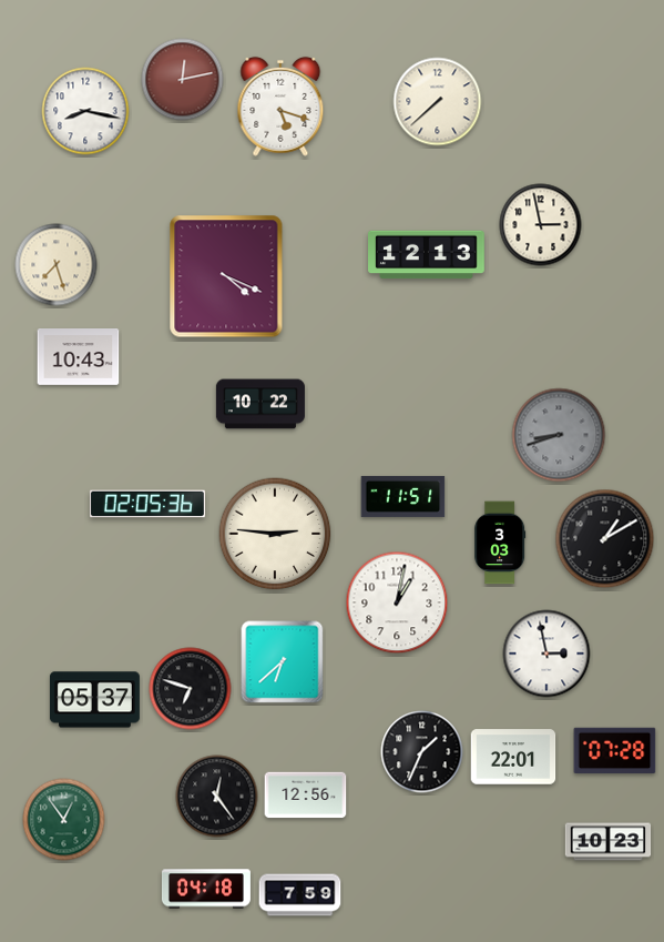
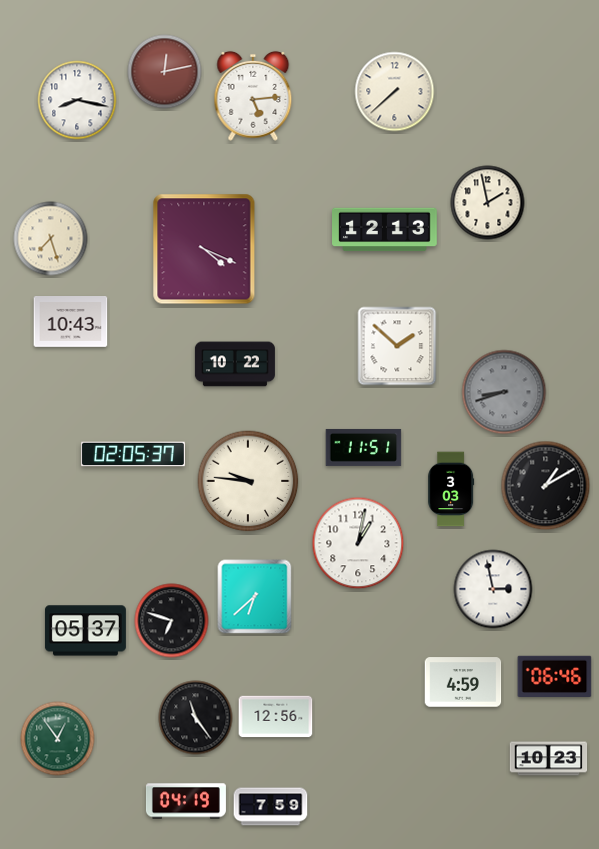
clock at (280, 107): 5:18 -> 5:14
clock at (541, 225): 2:58 -> 1:58
clock at (397, 346): none -> 1:52
clock at (147, 504): 02:05:36 -> 02:05:37
clock at (275, 534): 2:46 -> 9:46
clock at (615, 751): 07:28 -> 06:46
clock at (422, 752): 1:34 -> none
clock at (513, 757): 22:01 -> 4:59
clock at (217, 797): 12:24 -> 11:24
clock at (206, 889): 04:18 -> 04:19
